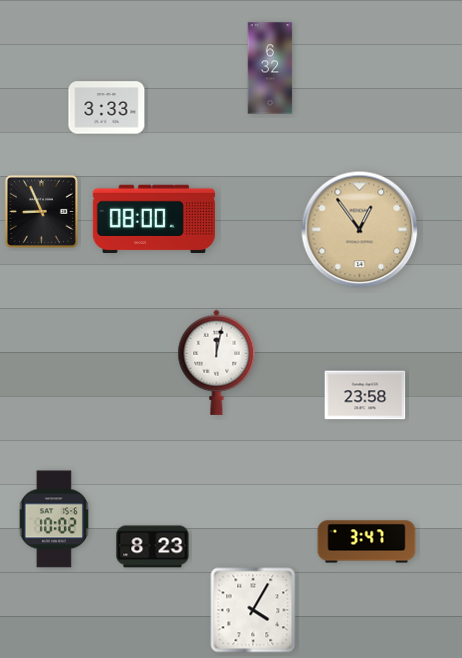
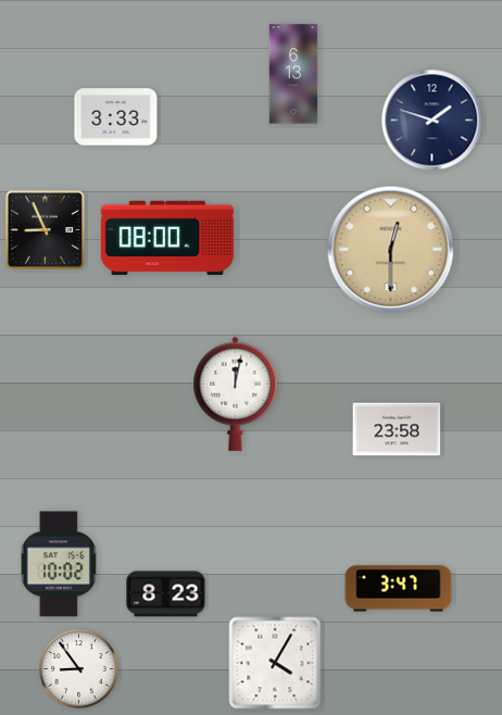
clock at (270, 68): 6:32 -> 6:13
clock at (432, 121): none -> 1:48
clock at (360, 230): 12:54 -> 12:30
clock at (79, 669): none -> 8:54
